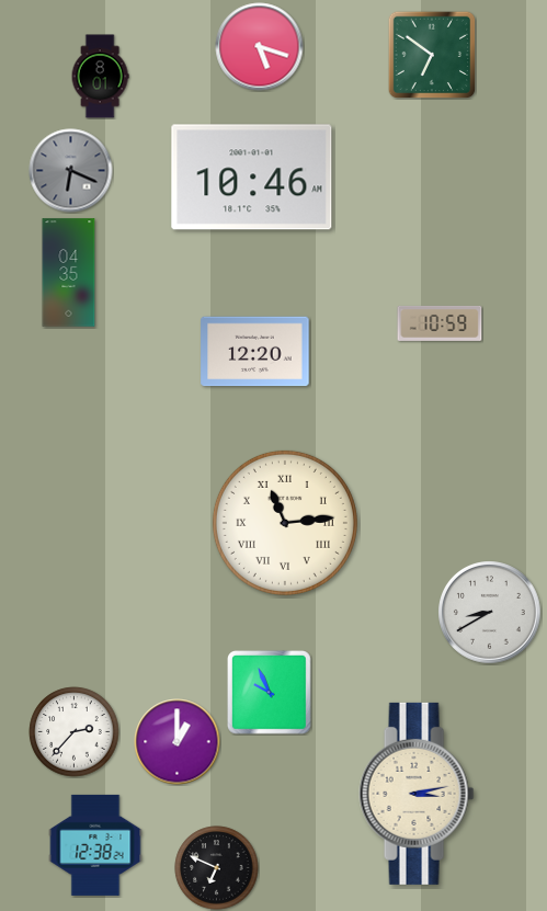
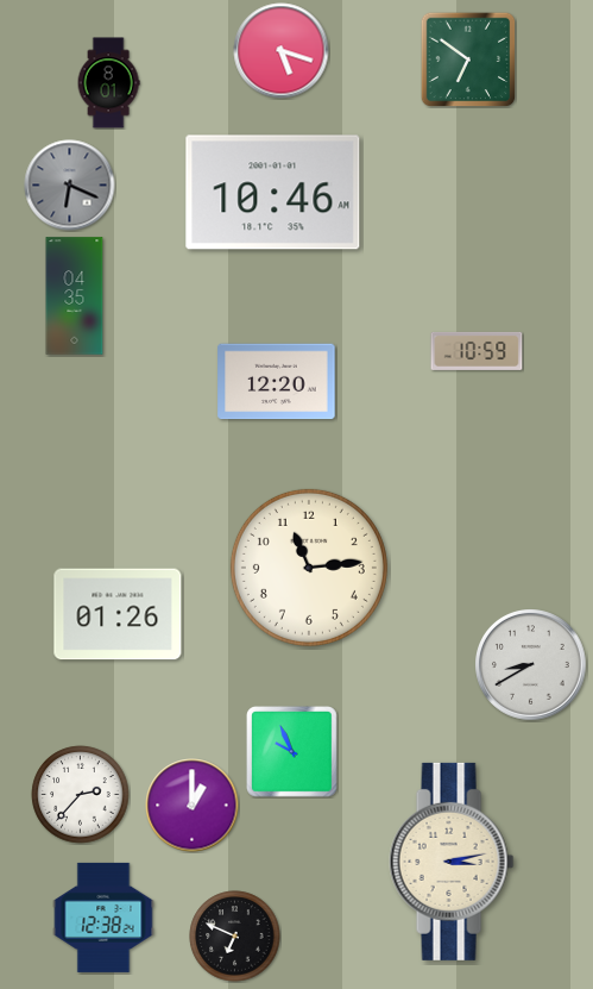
clock at (71, 171) position: (71, 171) -> (70, 186)
clock at (285, 523) numerals: Roman -> Arabic
clock at (118, 614): none -> 01:26
clock at (217, 868) position: (217, 868) -> (235, 937)
